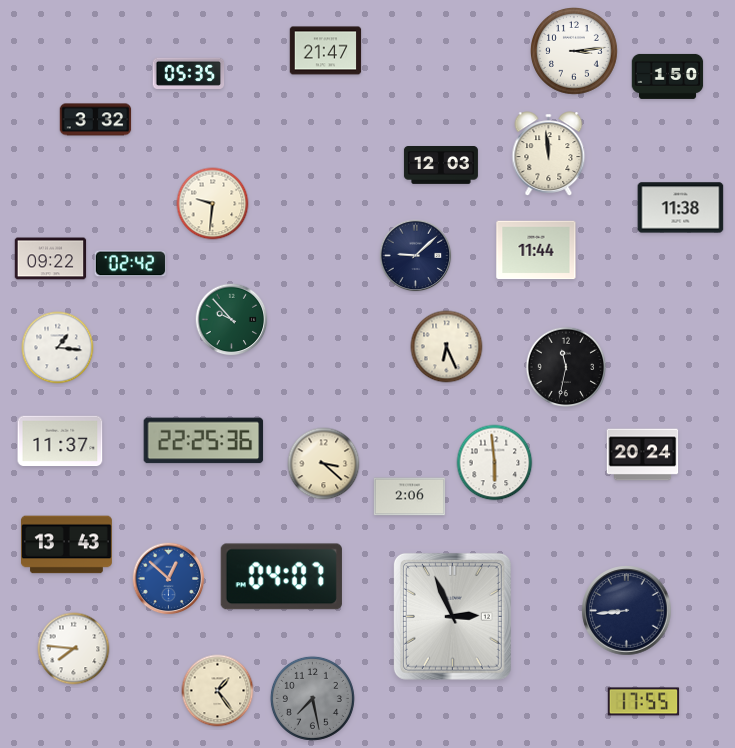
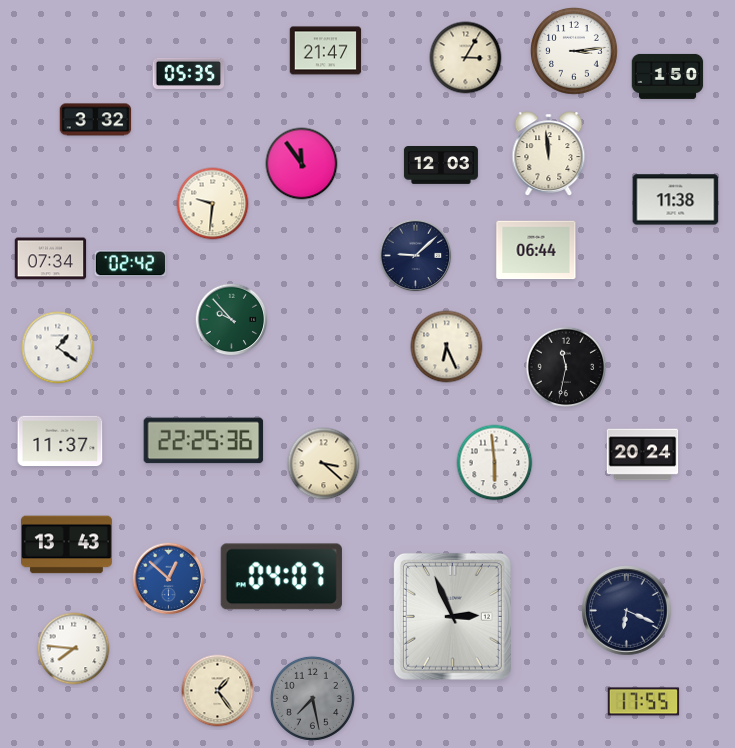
clock at (466, 58): none -> 3:05
clock at (302, 164): none -> 11:54
clock at (681, 208) position: (681, 208) -> (676, 200)
clock at (536, 250): 11:44 -> 06:44
clock at (51, 259): 09:22 -> 07:34
clock at (58, 348): 1:16 -> 1:21
clock at (410, 497): 2:06 -> none
clock at (627, 611): 8:44 -> 6:19
